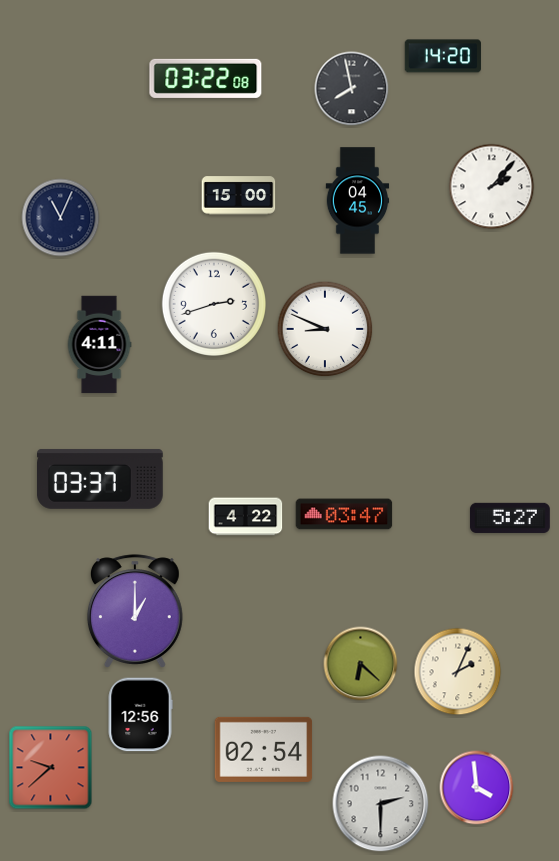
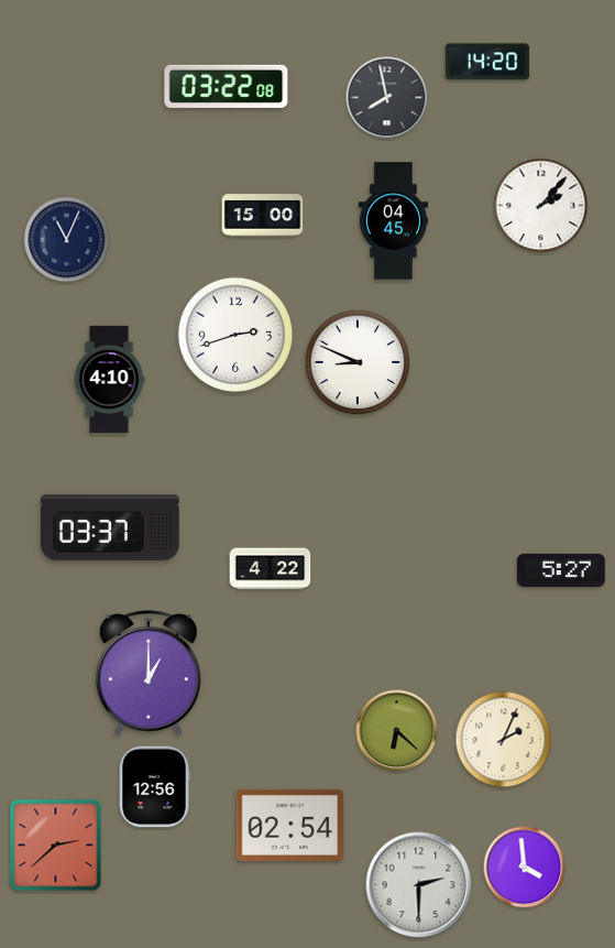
clock at (99, 345): 4:11 -> 4:10
clock at (344, 514): 03:47 -> none
clock at (51, 768): 9:38 -> 2:38
